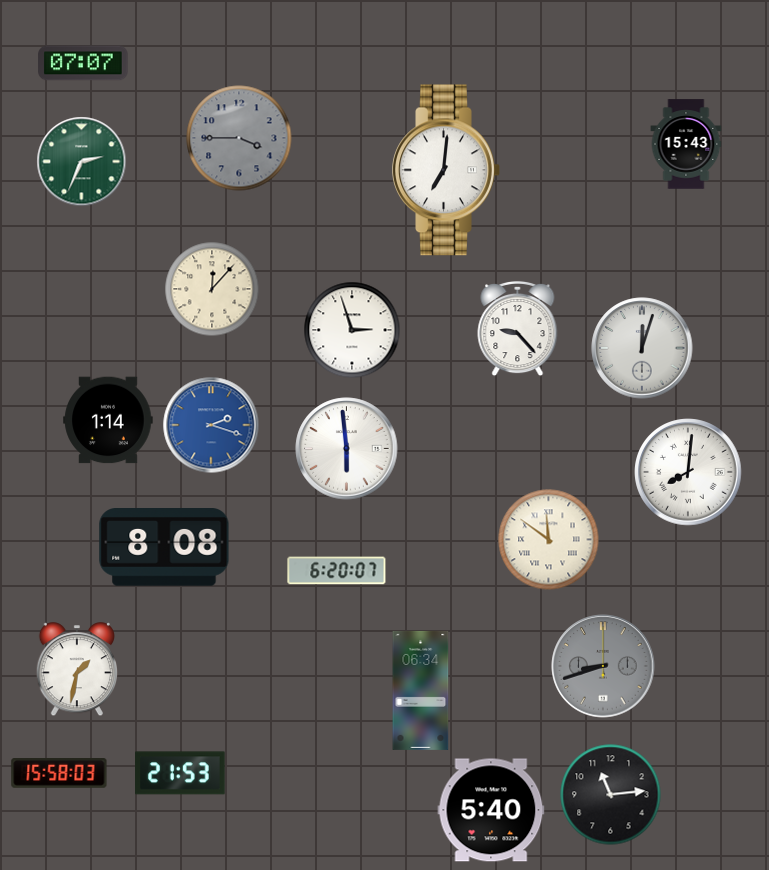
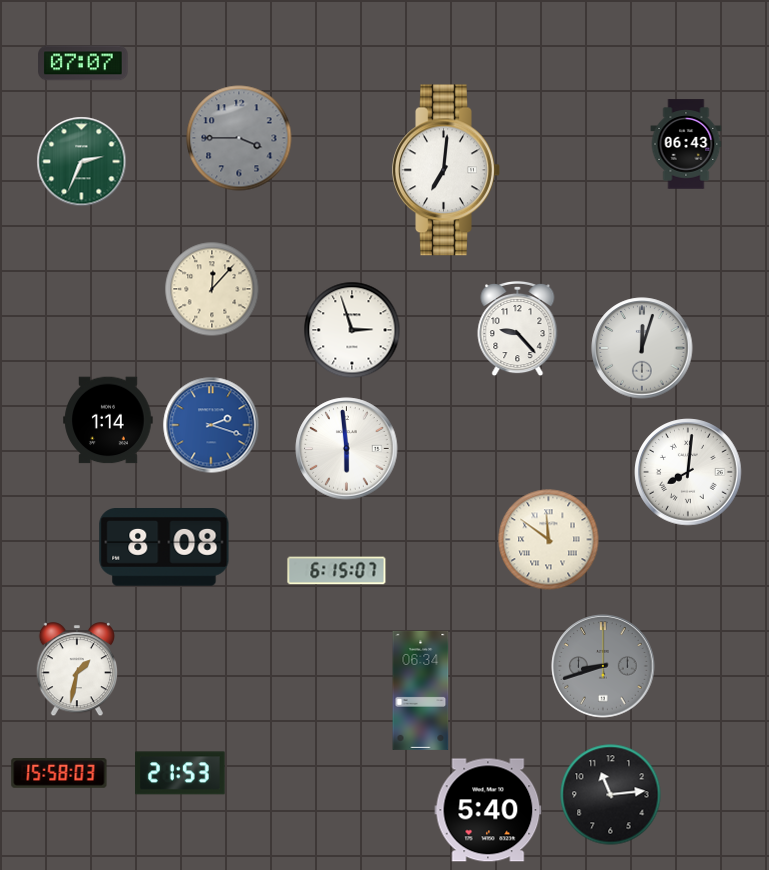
clock at (686, 144): 15:43 -> 06:43
clock at (337, 571): 6:20 -> 6:15
clock at (491, 810) position: (491, 810) -> (488, 810)
